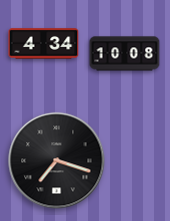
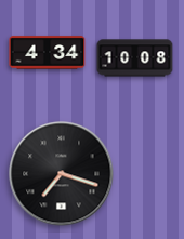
clock at (44, 44) position: (44, 44) -> (48, 53)
